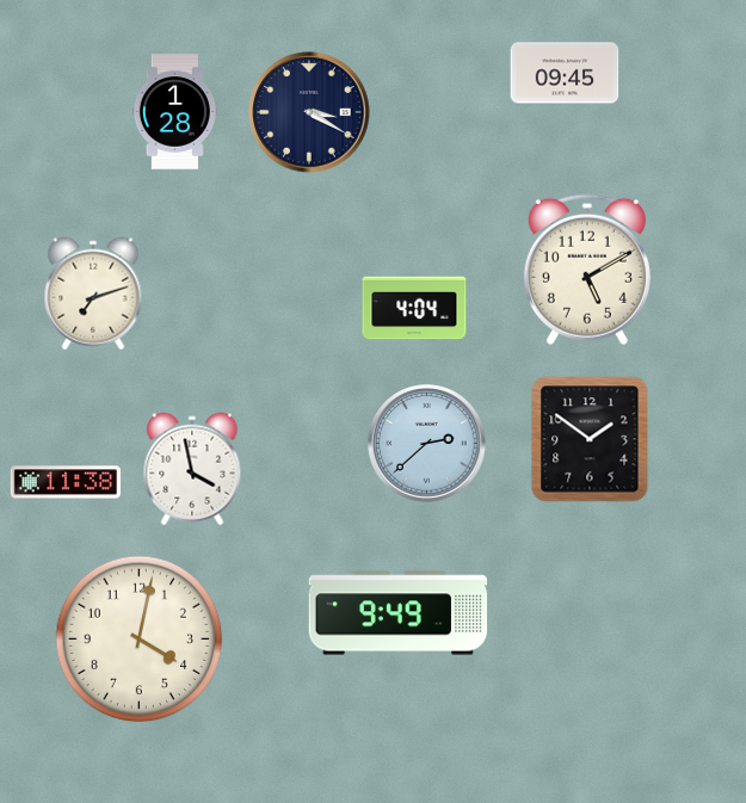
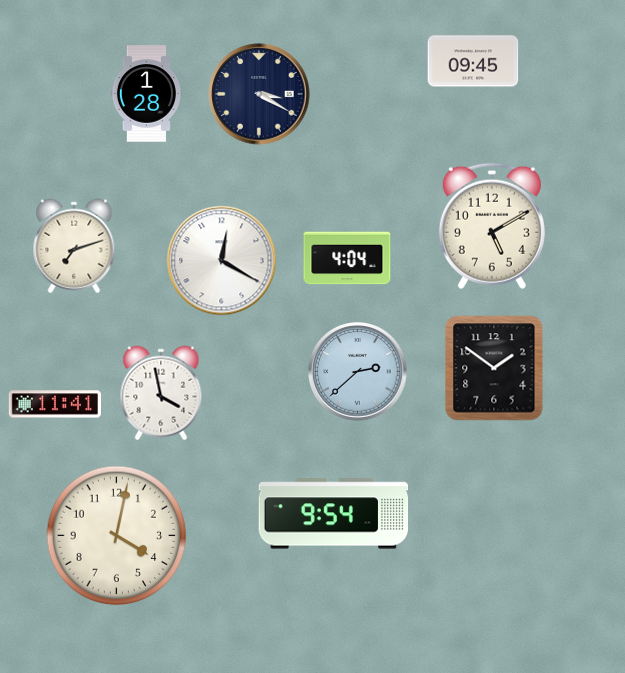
clock at (93, 294) position: (93, 294) -> (74, 246)
clock at (222, 261): none -> 12:20
clock at (66, 482): 11:38 -> 11:41
clock at (399, 613): 9:49 -> 9:54
